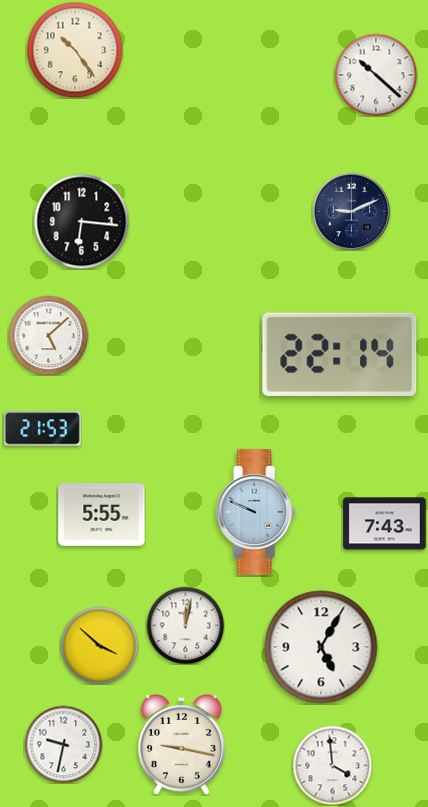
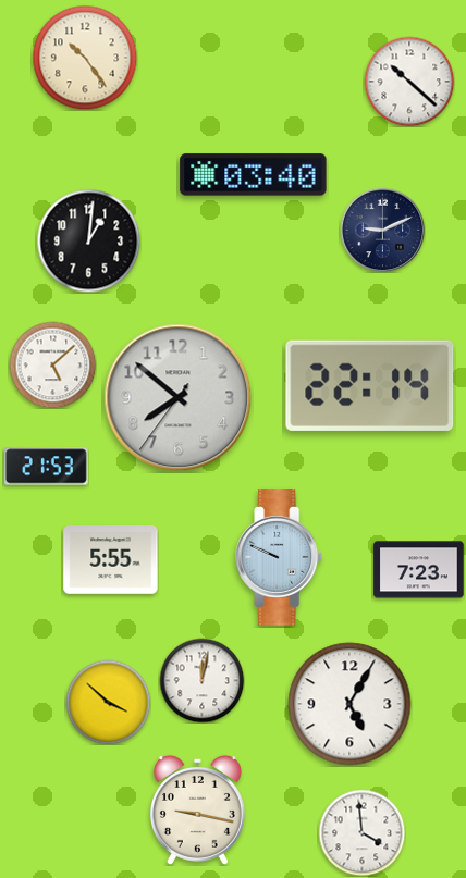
clock at (75, 50) position: (75, 50) -> (85, 58)
clock at (254, 175): none -> 03:40
clock at (81, 221): 6:16 -> 1:01
clock at (179, 398): none -> 7:51
clock at (385, 524): 7:43 -> 7:23
clock at (63, 744): 9:32 -> none
